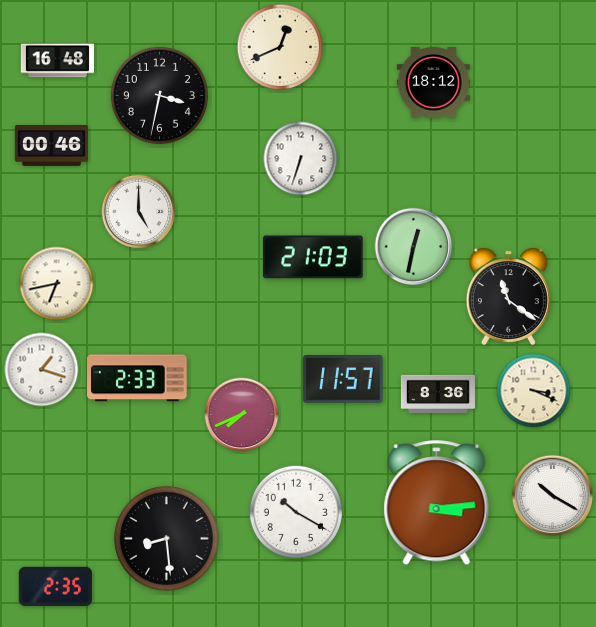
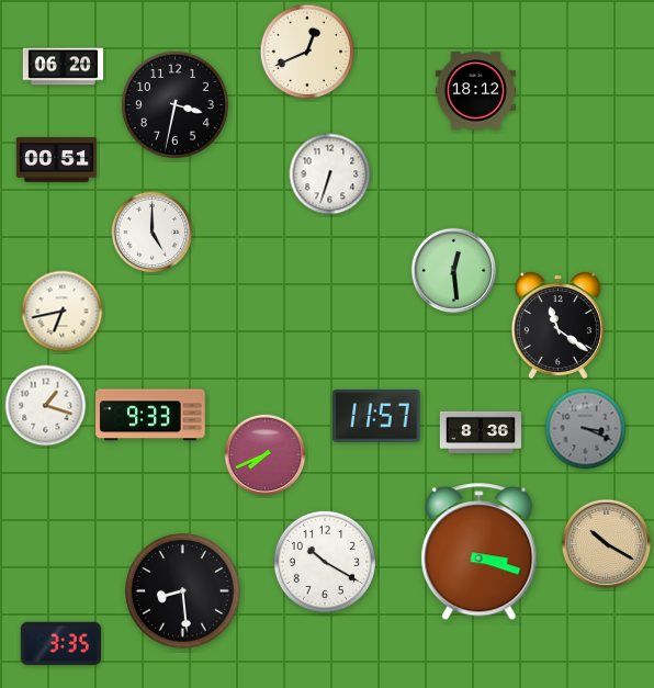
clock at (57, 61): 16:48 -> 06:20
clock at (51, 146): 00:46 -> 00:51
clock at (414, 247): 12:32 -> 12:29
clock at (313, 257): 21:03 -> none
clock at (137, 378): 2:33 -> 9:33
clock at (534, 391) dial: cream -> grey
clock at (553, 496) dial: white -> champagne
clock at (437, 503): 3:14 -> 3:18
clock at (55, 586): 2:35 -> 3:35
